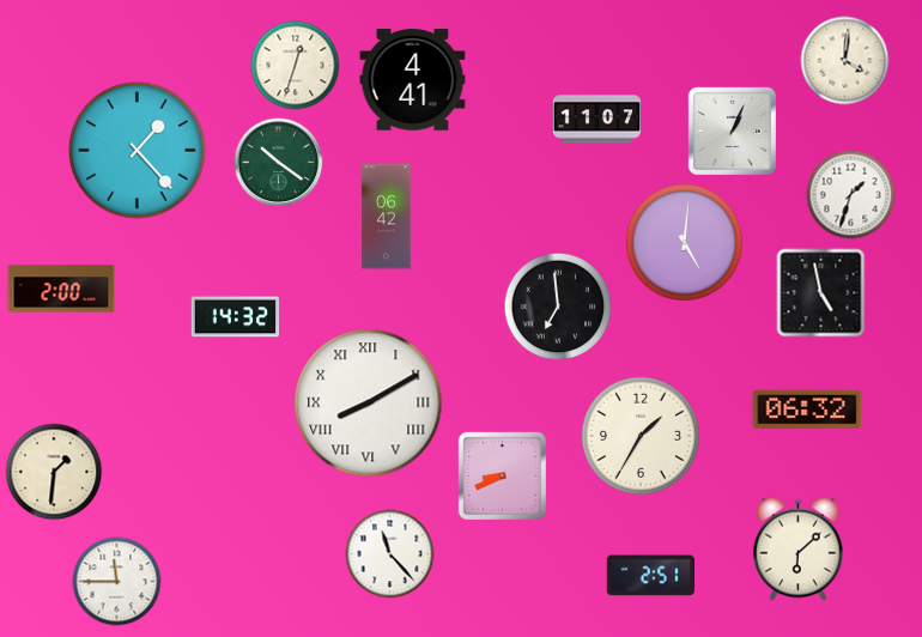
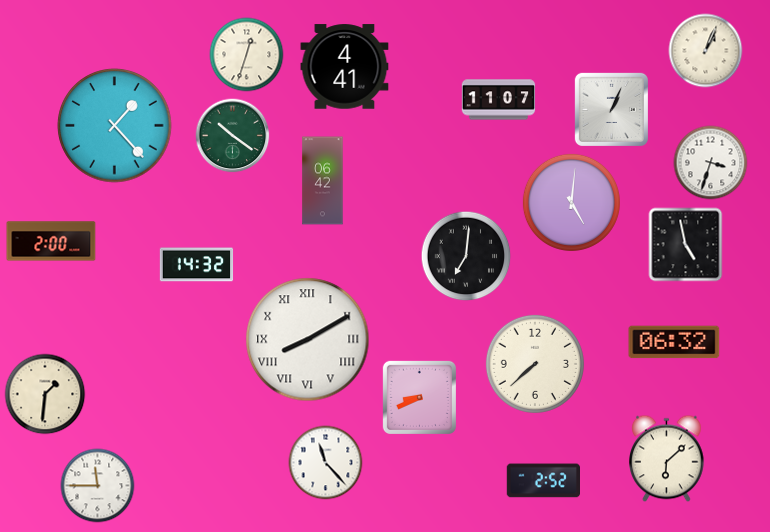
clock at (845, 61): 4:01 -> 1:04
clock at (851, 195): 1:33 -> 3:33
clock at (558, 307): 6:59 -> 7:01
clock at (369, 404) position: (369, 404) -> (308, 340)
clock at (641, 436): 1:35 -> 7:38
clock at (650, 576): 2:51 -> 2:52
